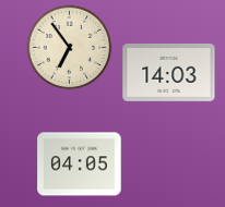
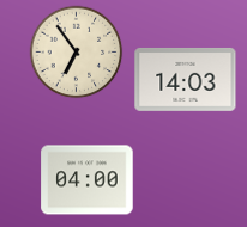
clock at (80, 165): 04:05 -> 04:00
